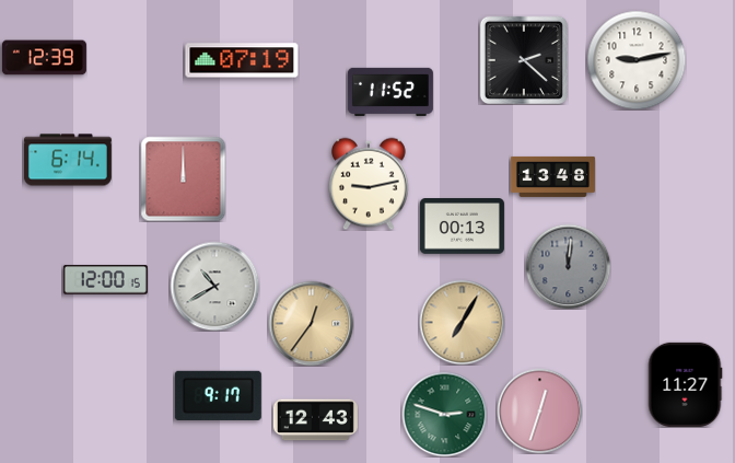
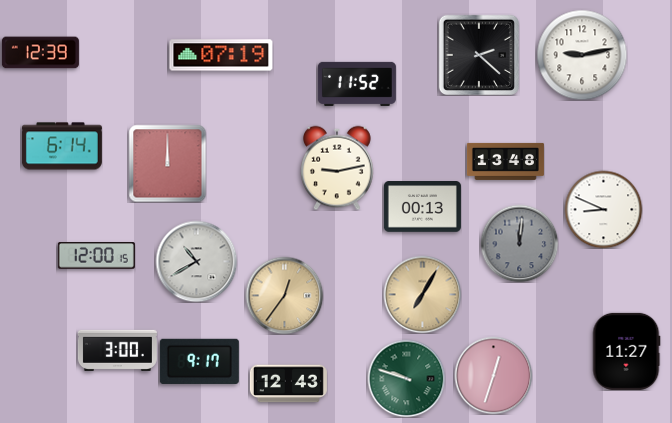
clock at (603, 209): none -> 8:49
clock at (117, 350): none -> 3:00
clock at (444, 414): 2:48 -> 9:48
